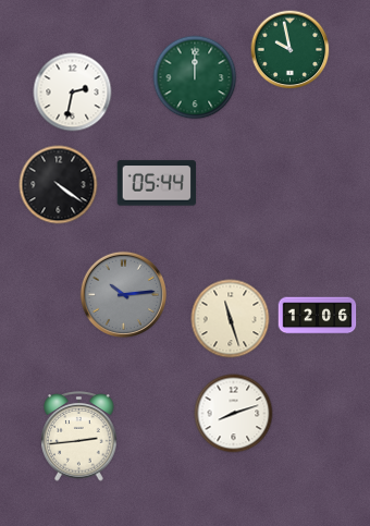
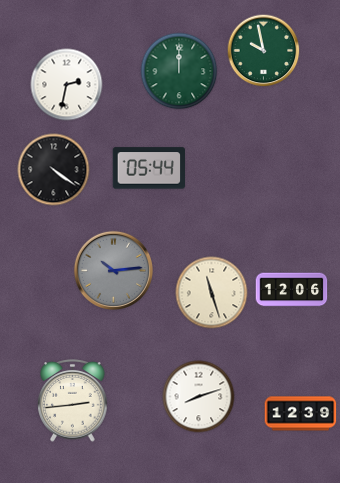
clock at (291, 50) position: (291, 50) -> (264, 51)
clock at (157, 183) position: (157, 183) -> (149, 168)
clock at (234, 414) position: (234, 414) -> (199, 397)
clock at (301, 414): none -> 12:39
